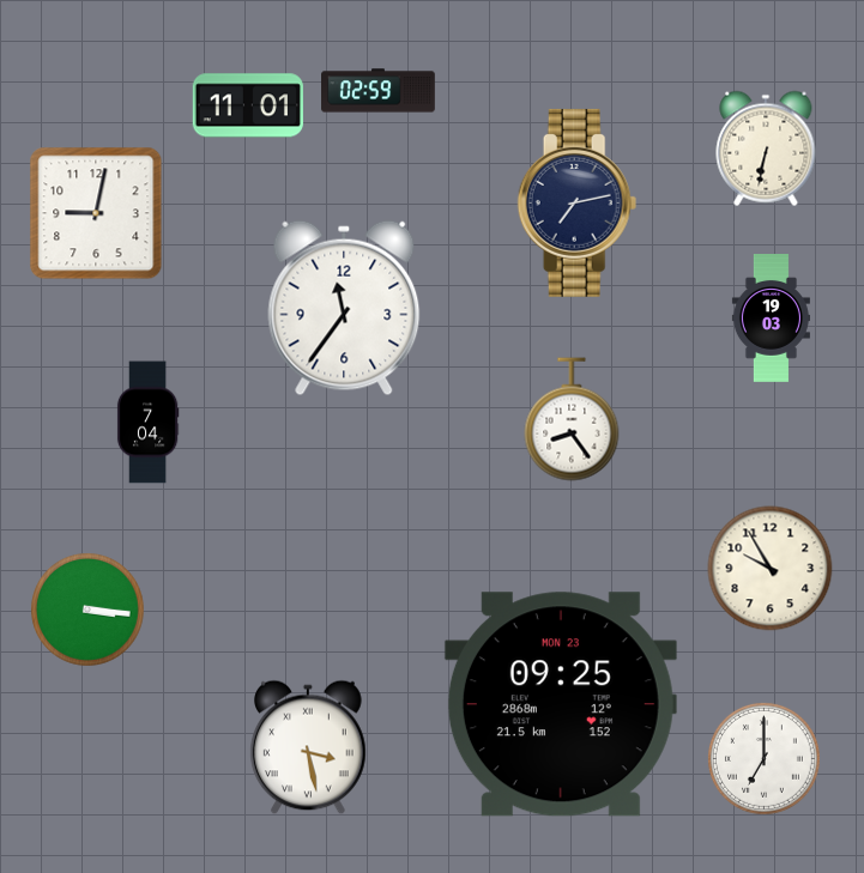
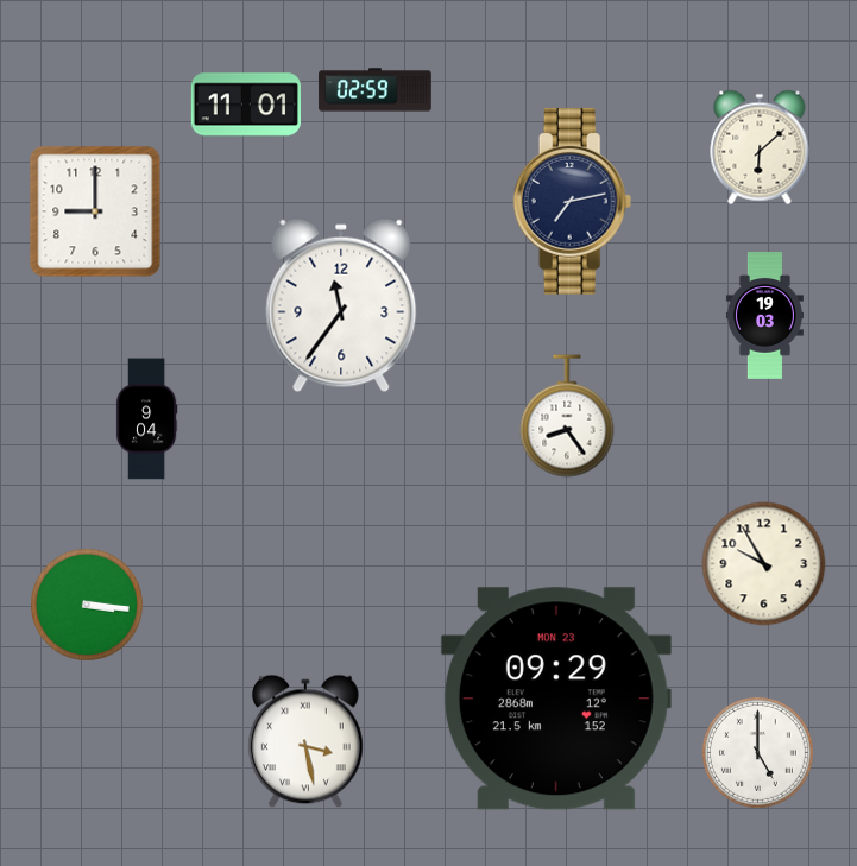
clock at (766, 148): 6:32 -> 6:08
clock at (96, 213): 9:02 -> 9:00
clock at (147, 423): 7:04 -> 9:04
clock at (561, 704): 09:25 -> 09:29
clock at (765, 759): 7:00 -> 5:00
